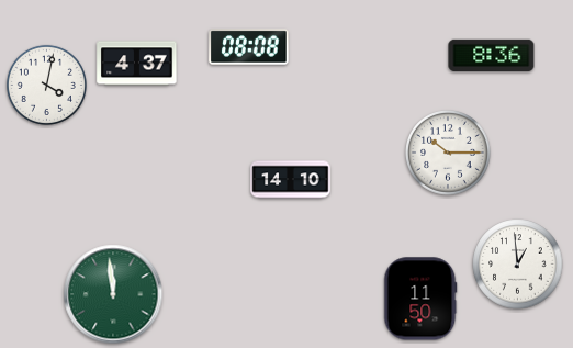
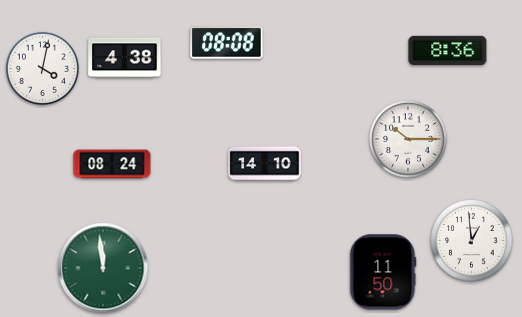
clock at (137, 64): 4:37 -> 4:38
clock at (46, 85) position: (46, 85) -> (42, 68)
clock at (112, 164): none -> 08:24
